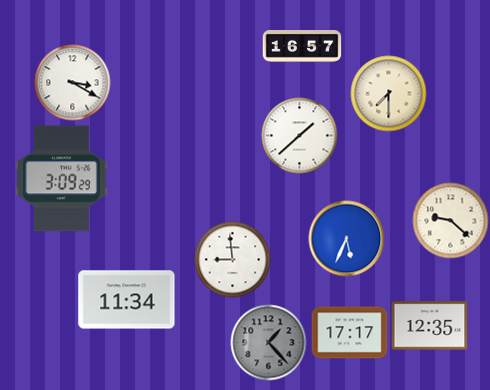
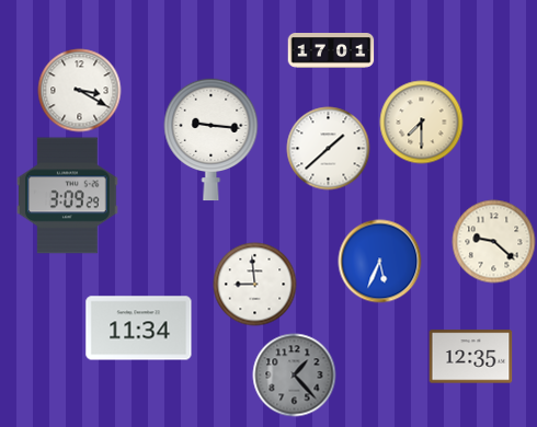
clock at (302, 47): 16:57 -> 17:01
clock at (389, 94) position: (389, 94) -> (422, 123)
clock at (212, 139): none -> 9:16
clock at (350, 333): 17:17 -> none
